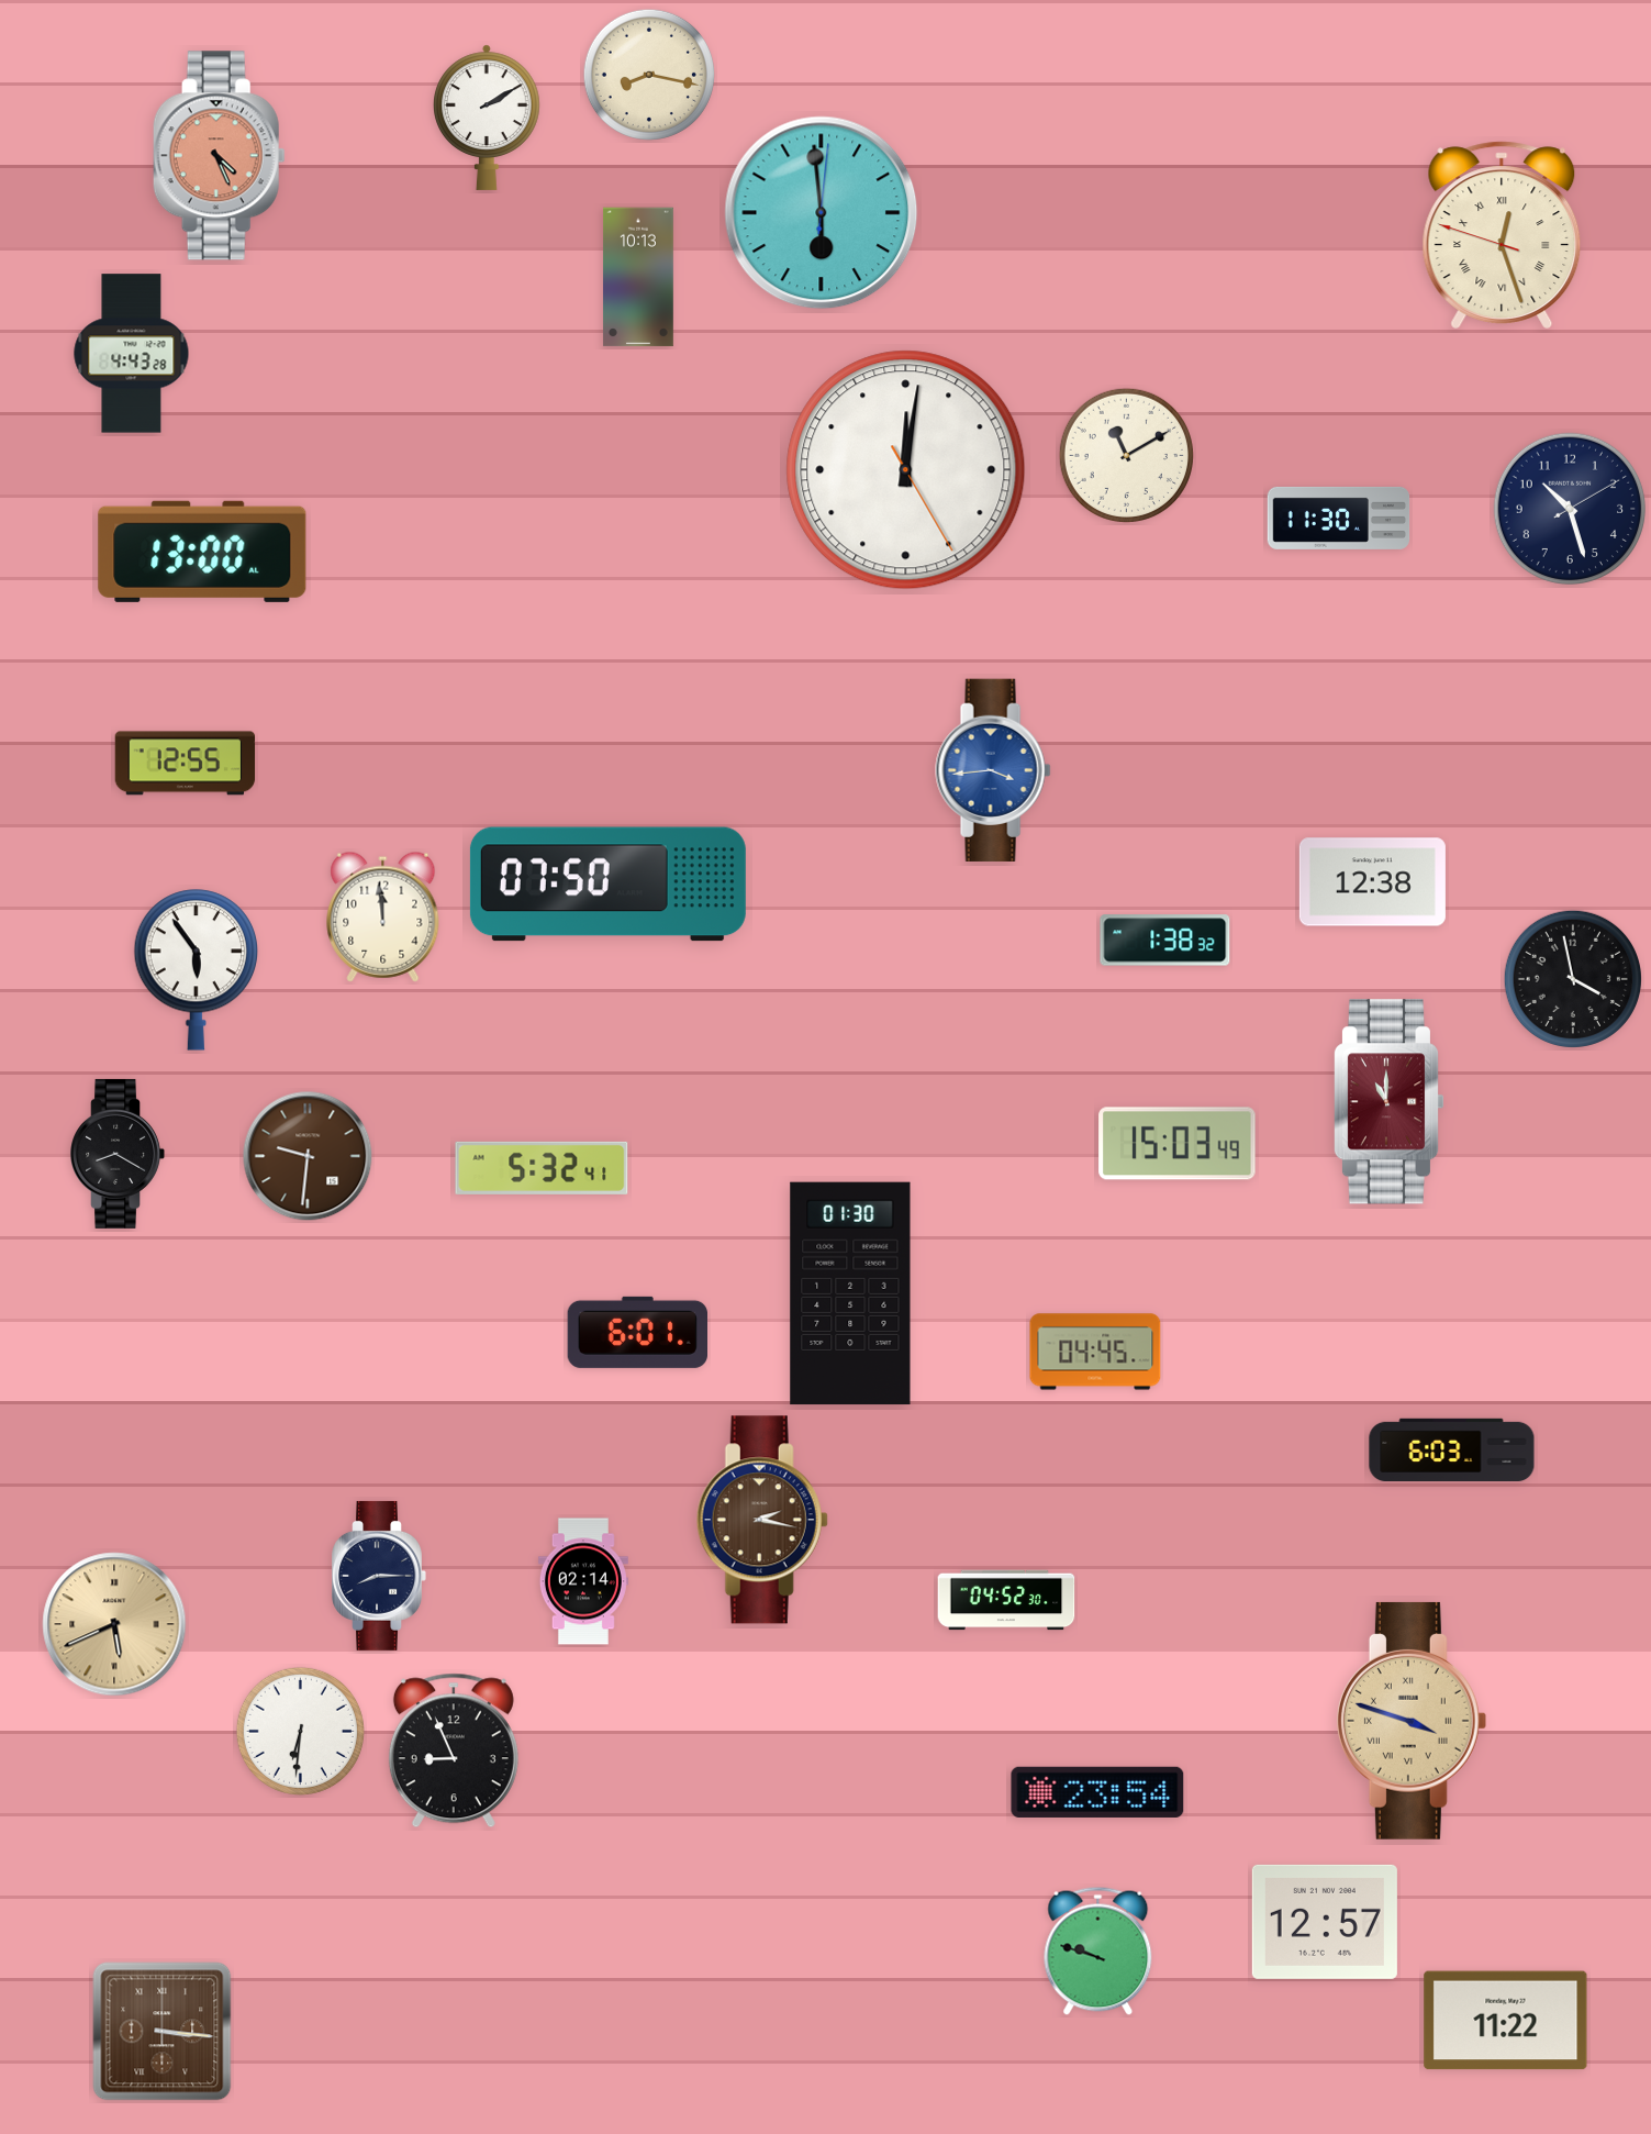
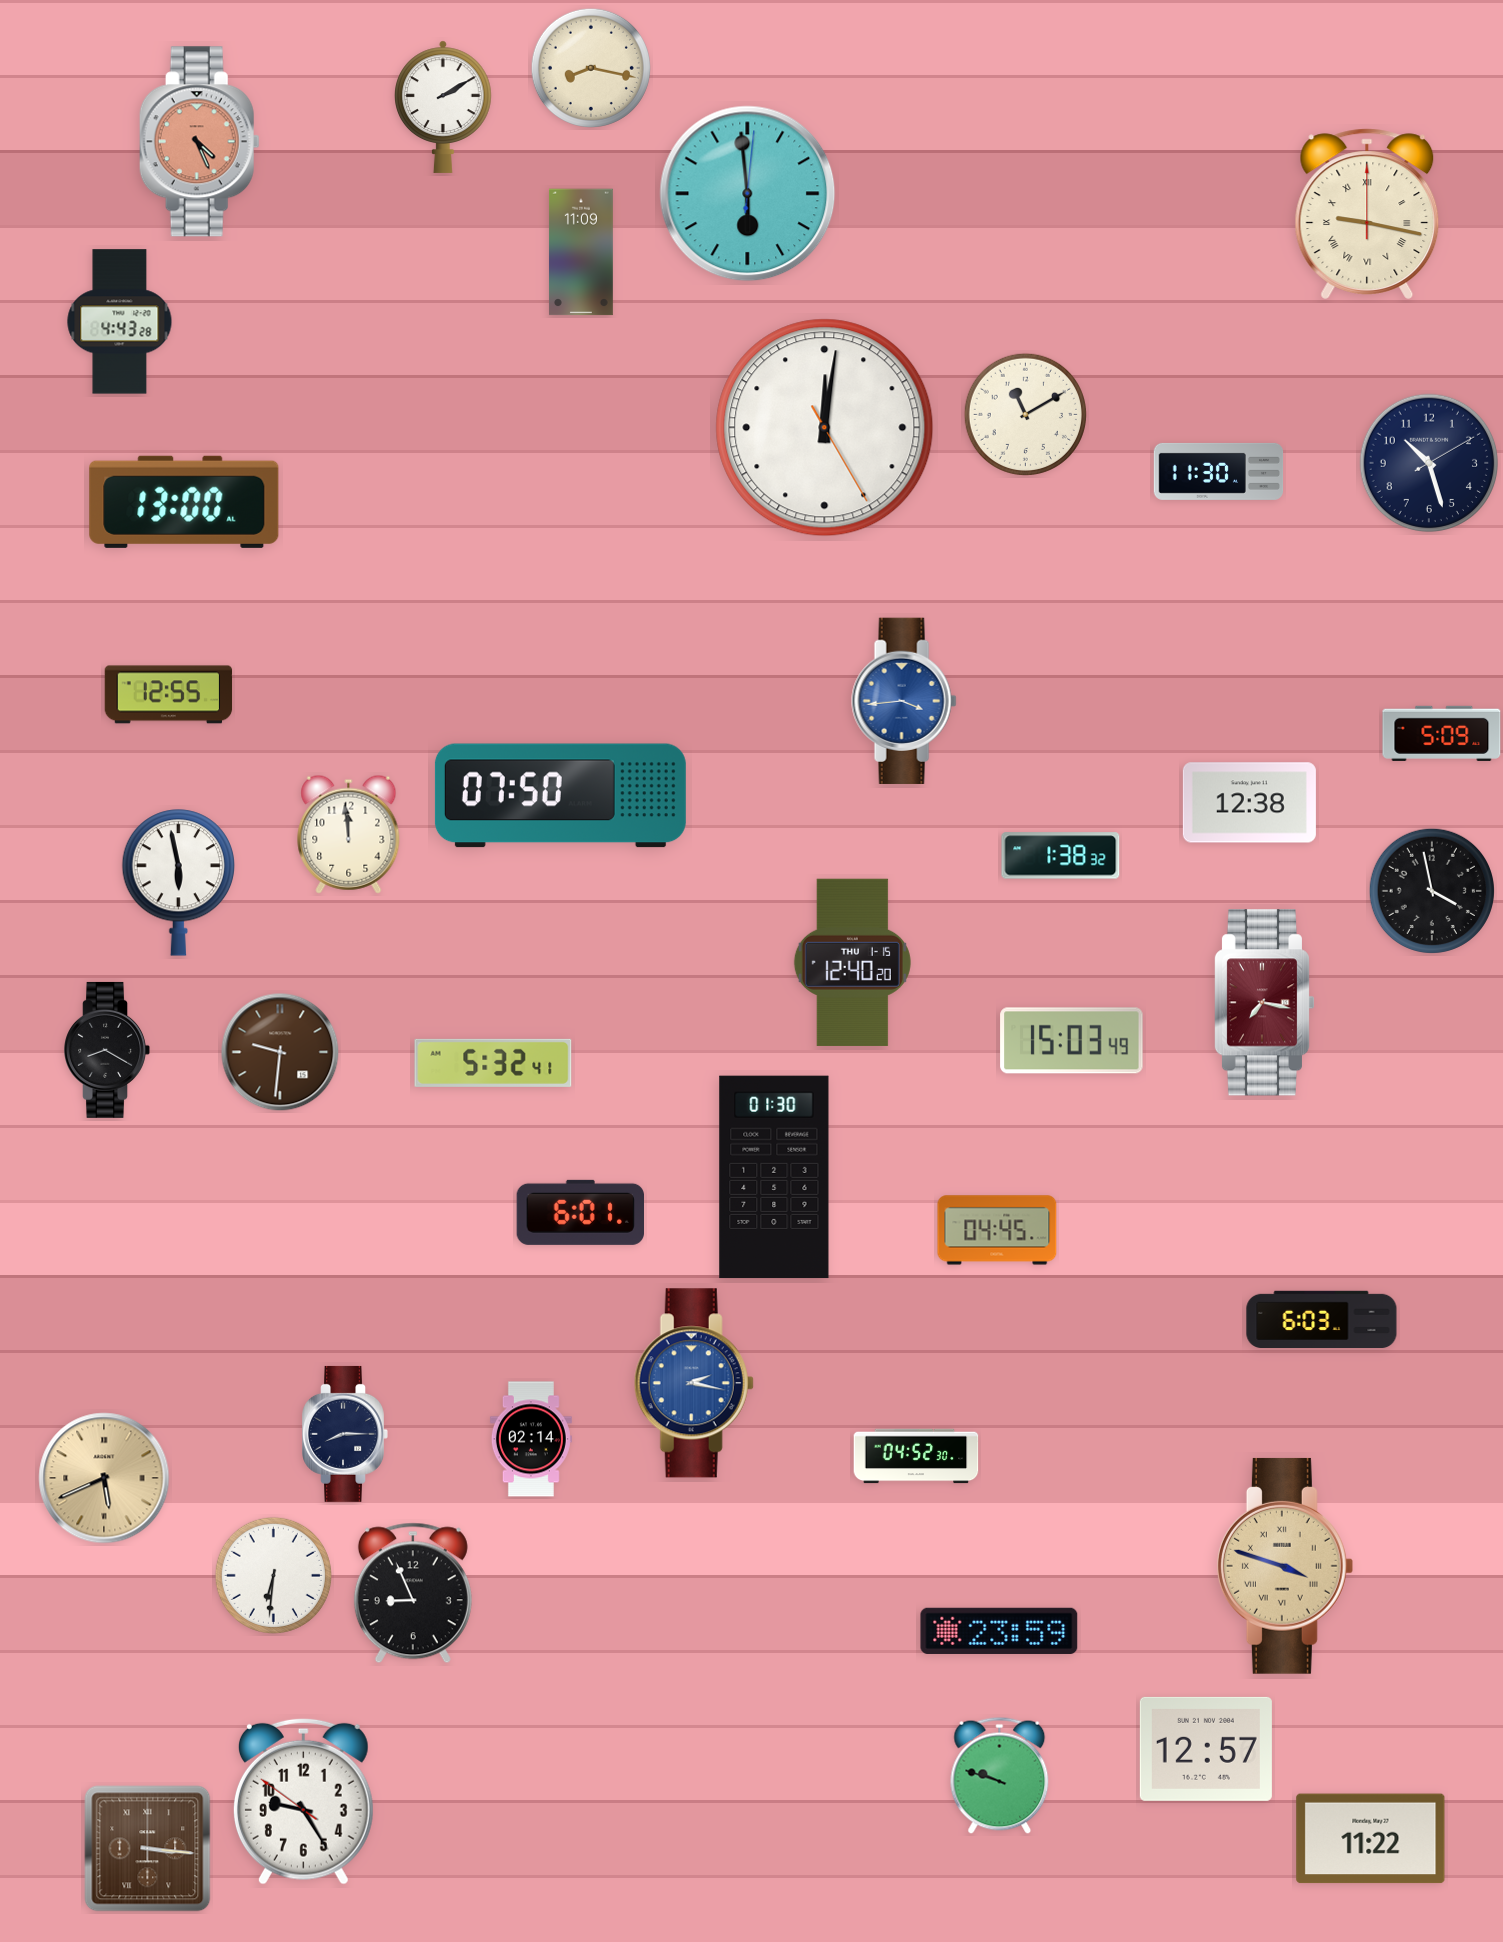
clock at (1502, 235): 12:26 -> 9:17
clock at (638, 277): 10:13 -> 11:09
clock at (1442, 733): none -> 5:09
clock at (607, 885) position: (607, 885) -> (560, 796)
clock at (196, 970): 5:54 -> 5:58
clock at (852, 962): none -> 12:40
clock at (1388, 1102): 11:00 -> 7:17
clock at (762, 1520) dial: brown -> blue
clock at (1097, 1792): 23:54 -> 23:59
clock at (303, 1801): none -> 9:24
